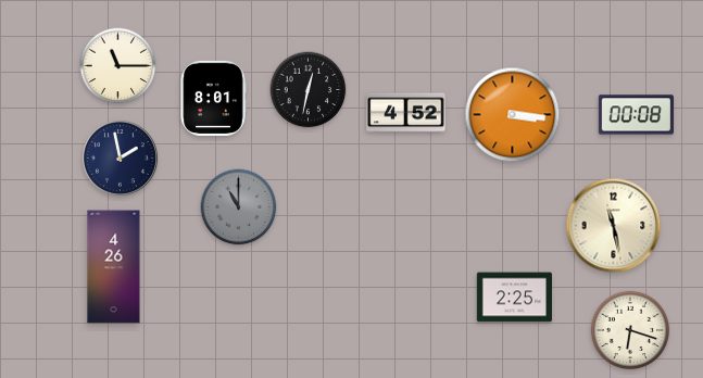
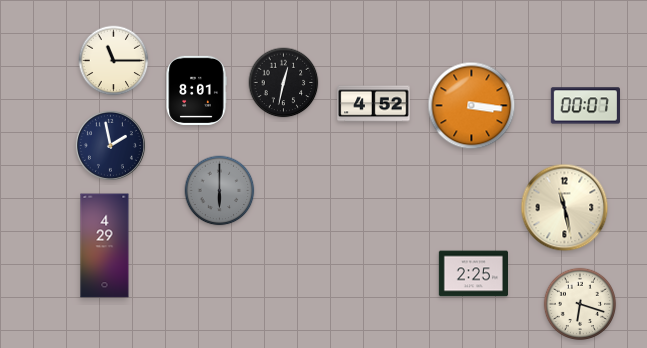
clock at (118, 66) position: (118, 66) -> (114, 61)
clock at (636, 115): 00:08 -> 00:07
clock at (239, 207): 11:00 -> 6:00
clock at (114, 267): 4:26 -> 4:29
